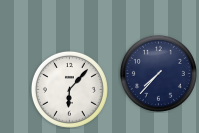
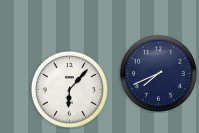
clock at (158, 73): 7:37 -> 7:41
